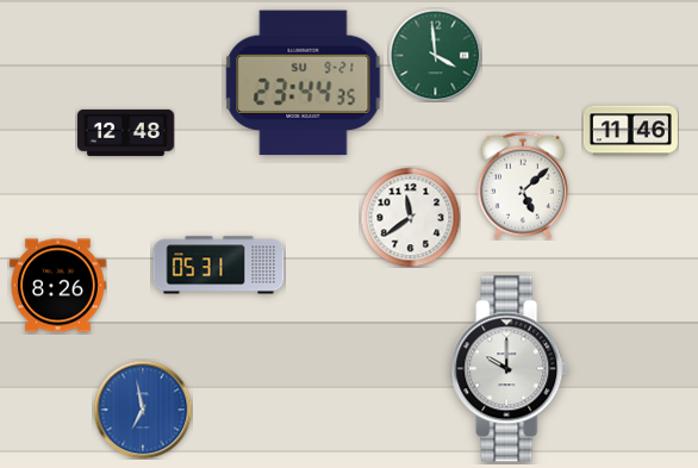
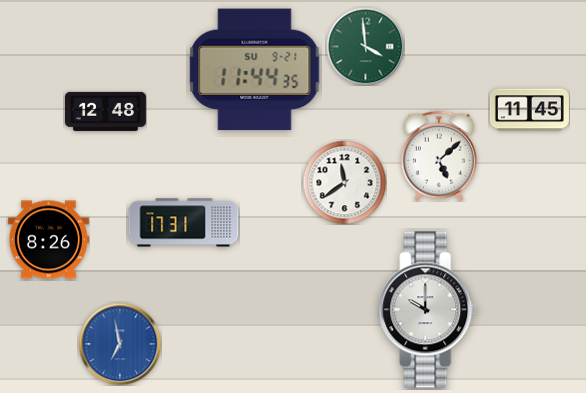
clock at (304, 83): 23:44 -> 11:44
clock at (630, 131): 11:46 -> 11:45
clock at (219, 266): 05:31 -> 17:31
